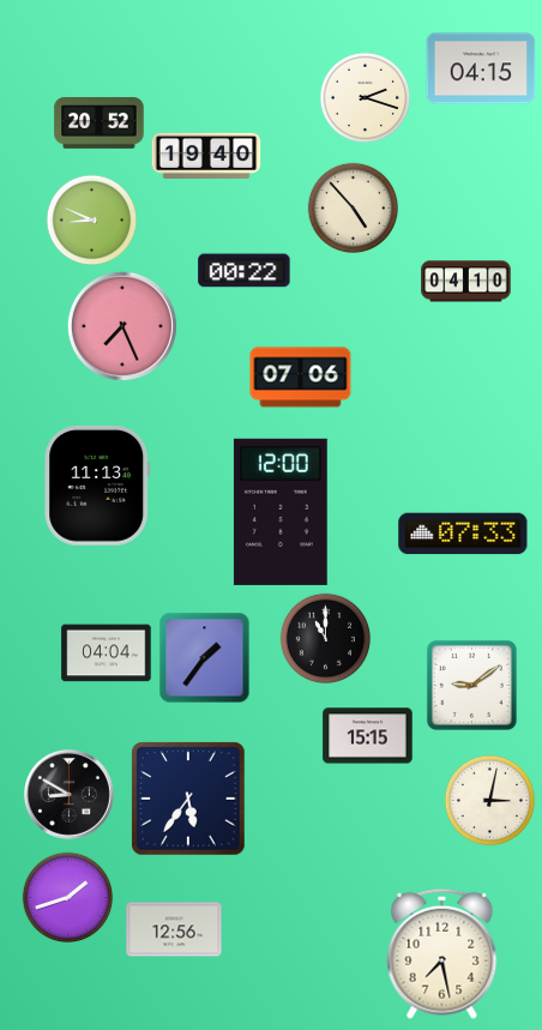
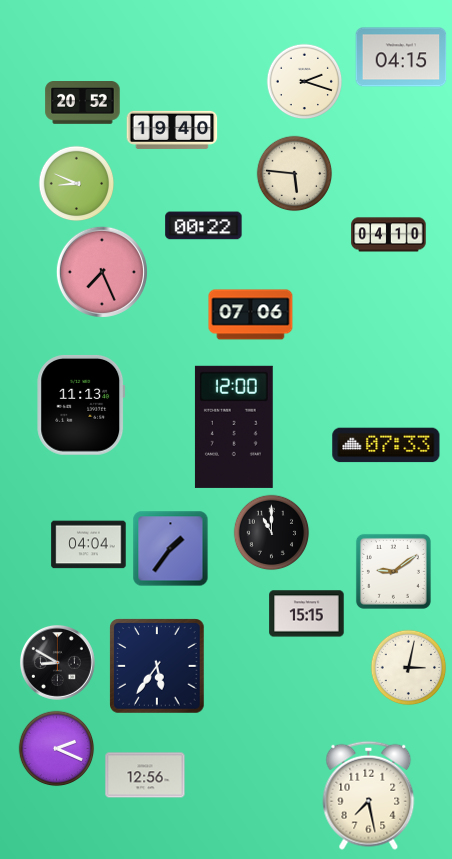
clock at (354, 209): 4:53 -> 5:46
clock at (68, 898): 1:42 -> 2:19
